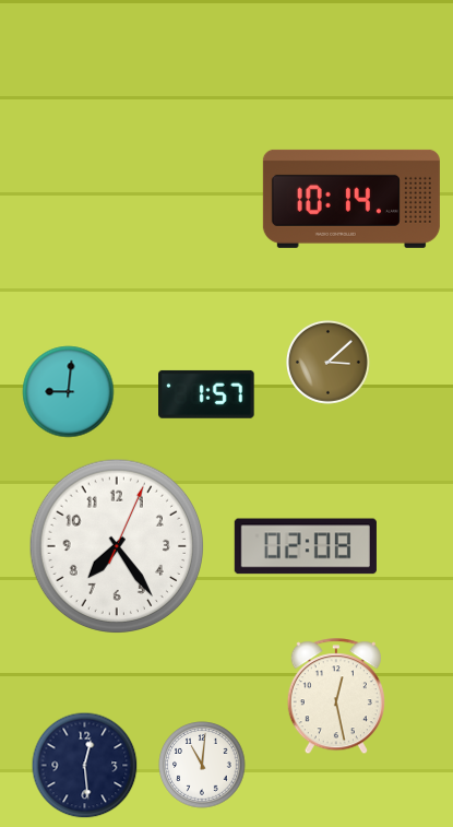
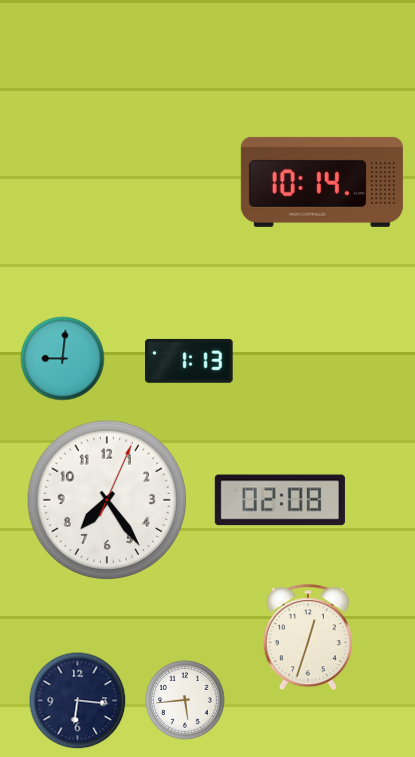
clock at (327, 362): 3:08 -> none
clock at (207, 394): 1:57 -> 1:13
clock at (336, 697): 12:28 -> 12:33
clock at (202, 765): 11:01 -> 5:44
clock at (85, 766): 12:29 -> 6:16
